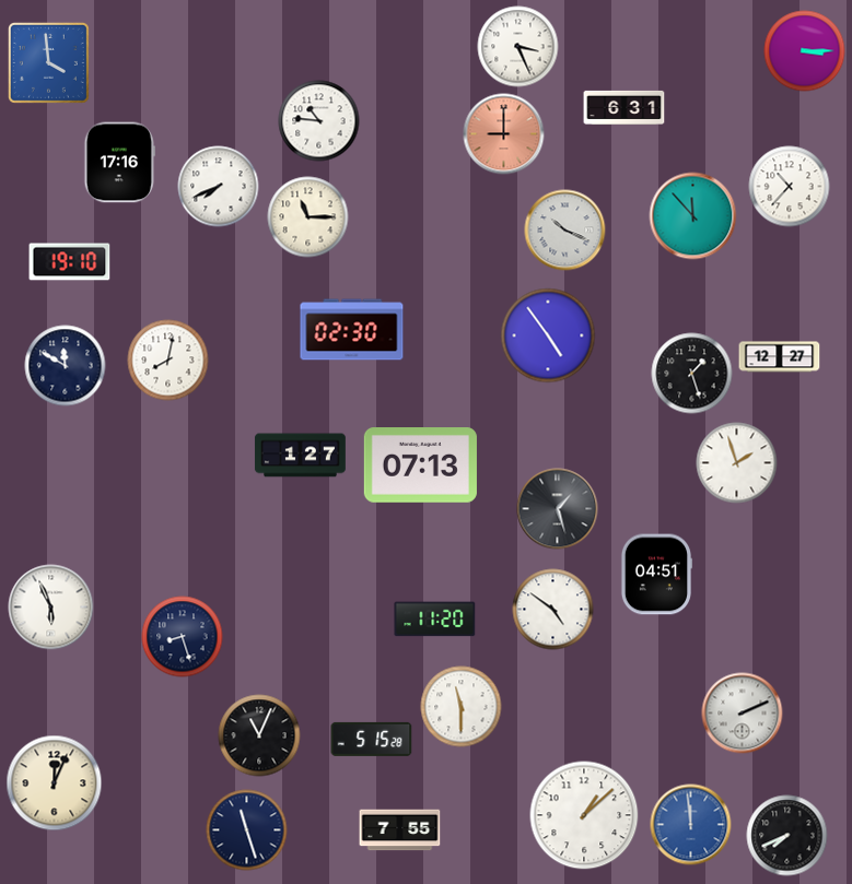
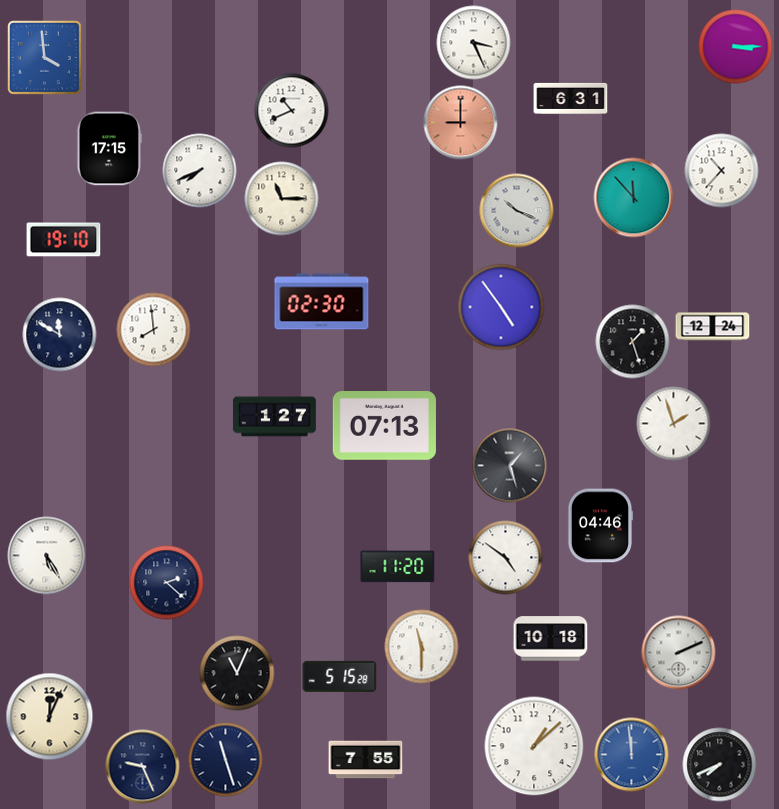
clock at (319, 121): 10:46 -> 10:41
clock at (119, 163): 17:16 -> 17:15
clock at (780, 357): 12:27 -> 12:24
clock at (168, 361): 8:02 -> 7:59
clock at (655, 575): 04:51 -> 04:46
clock at (51, 608): 5:56 -> 5:25
clock at (183, 637): 8:27 -> 2:22
clock at (551, 639): none -> 10:18
clock at (143, 767): none -> 9:26
